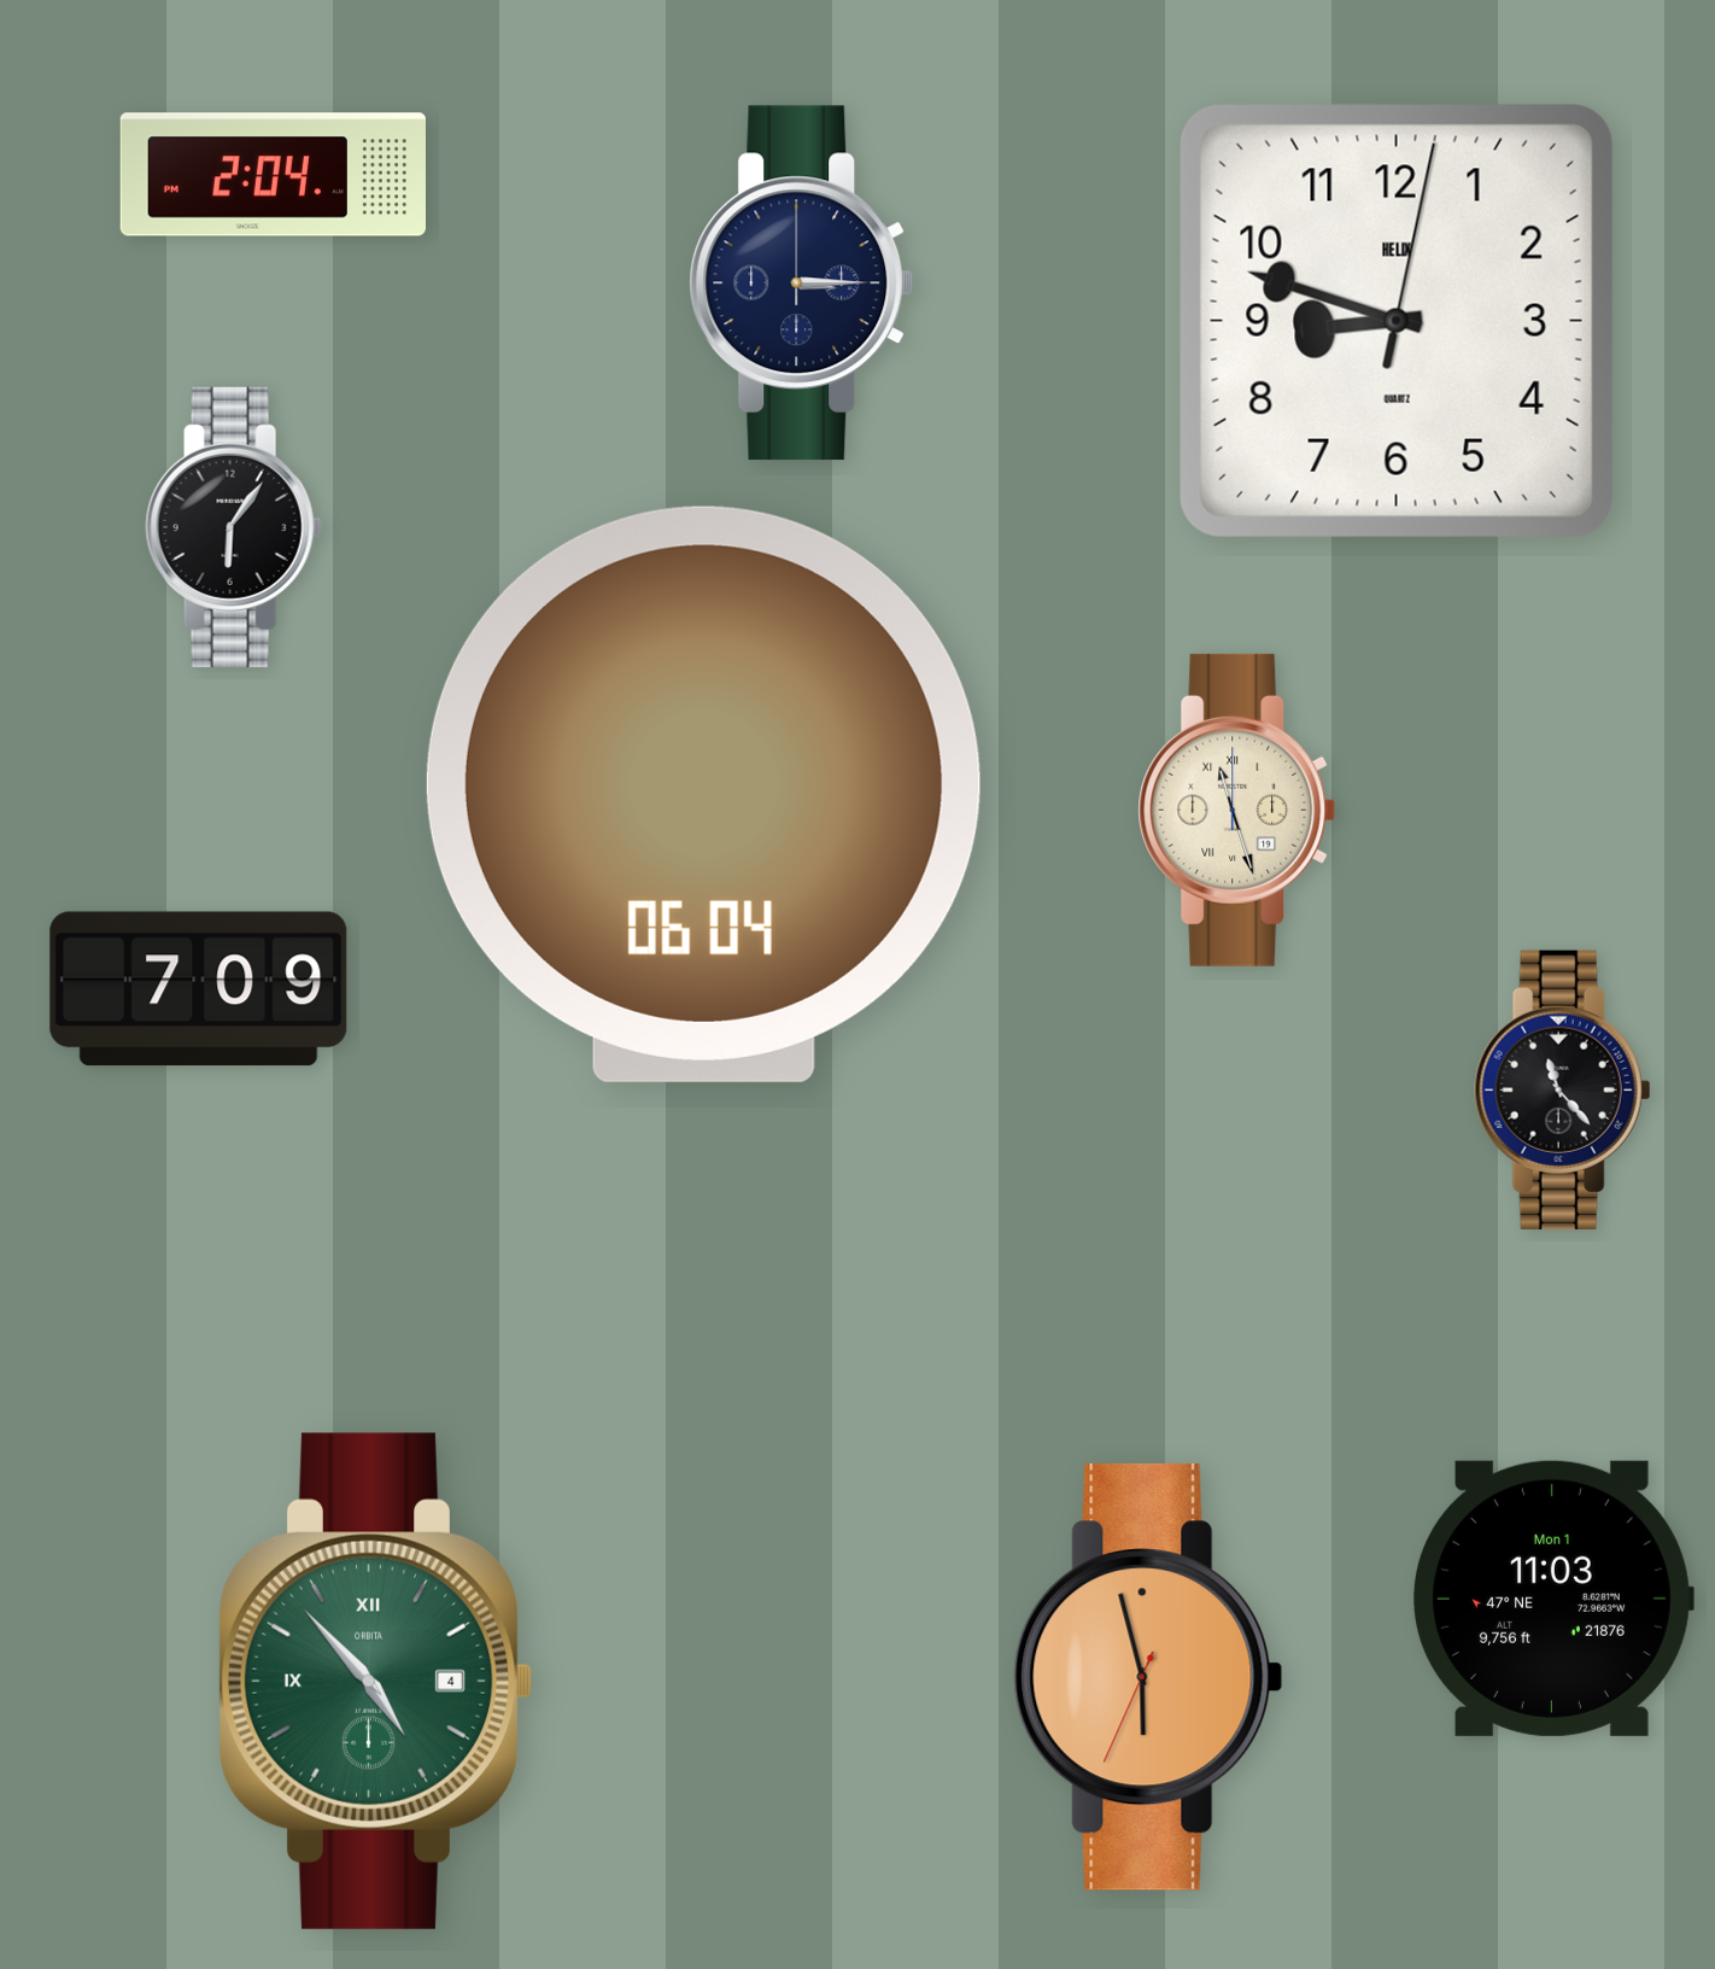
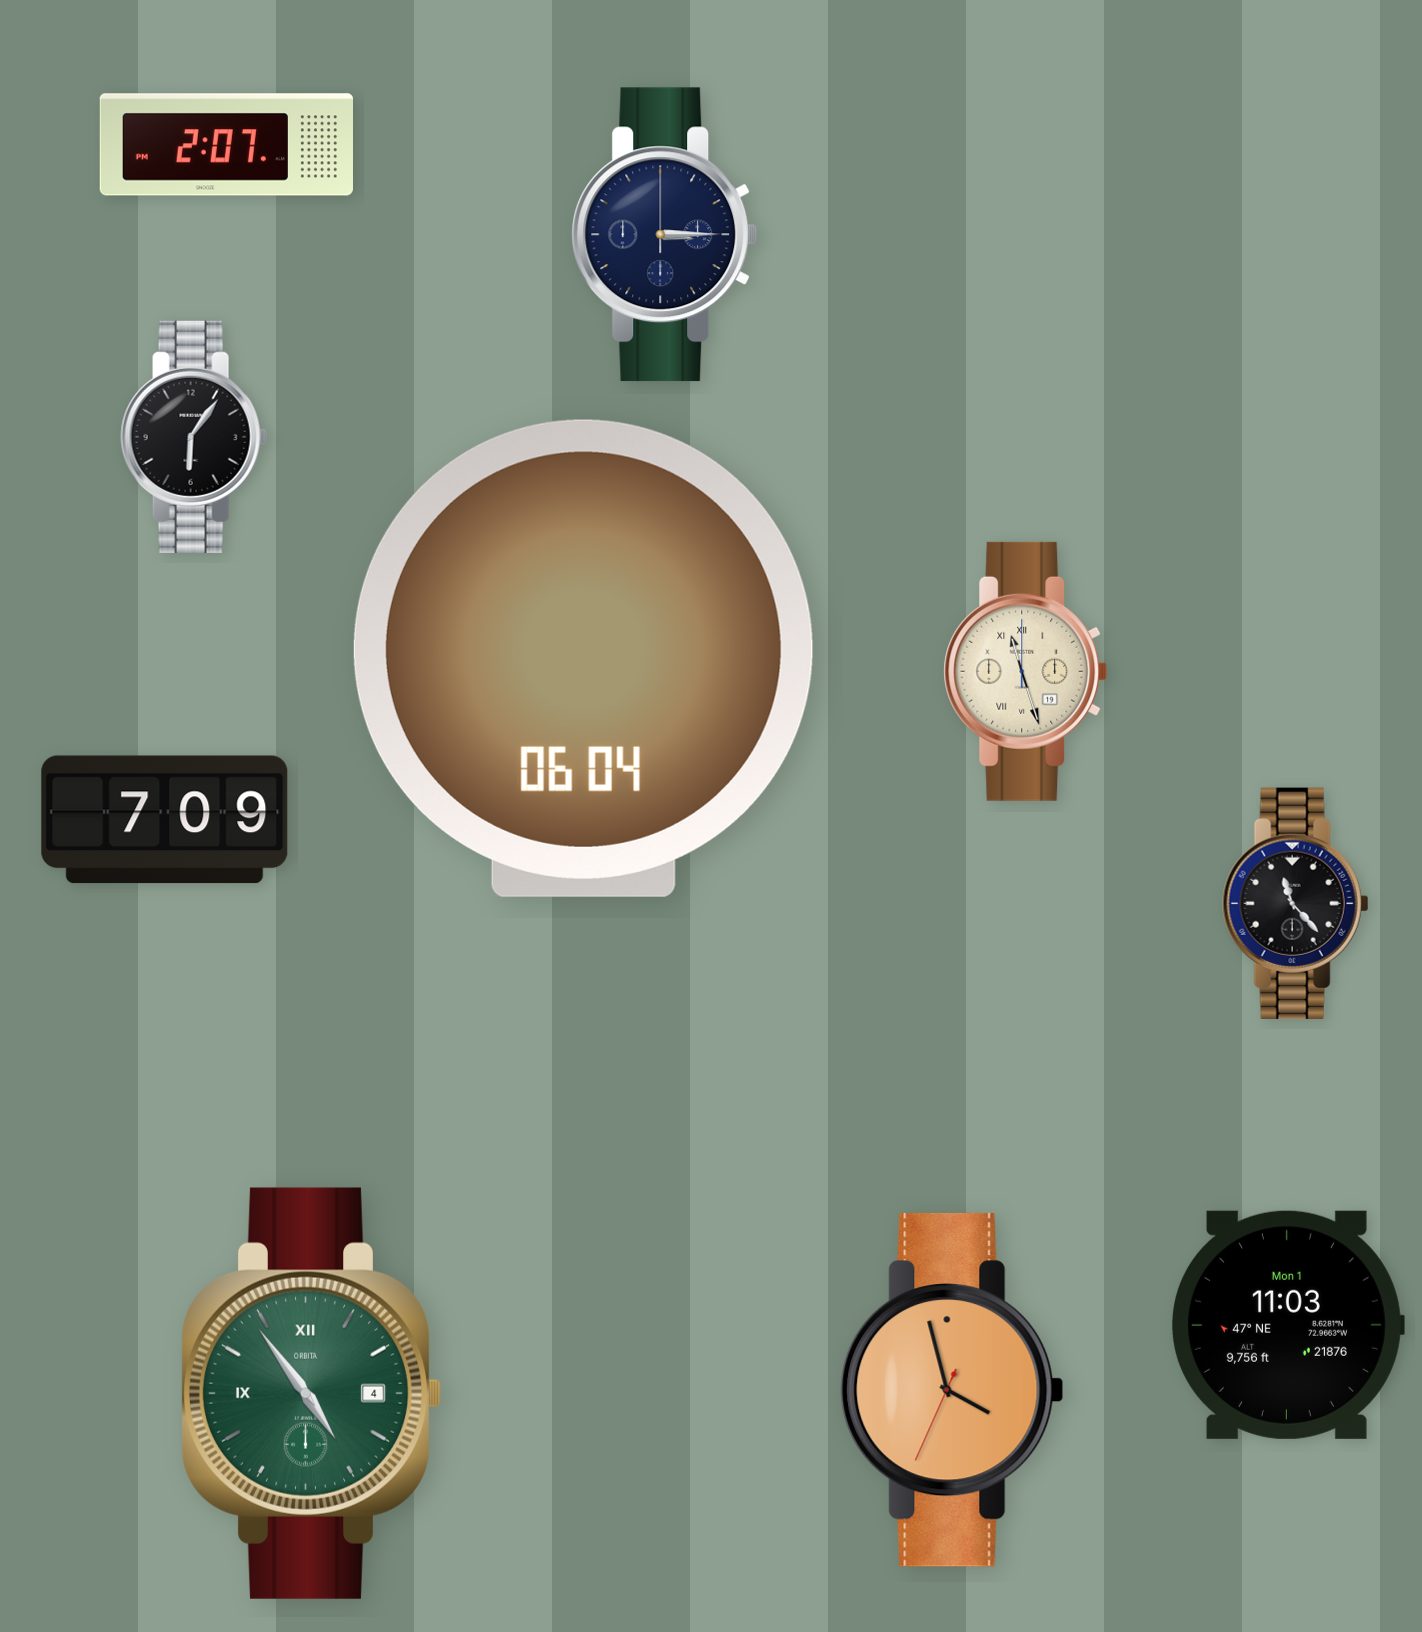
clock at (273, 175): 2:04 -> 2:07
clock at (1397, 321): 8:48 -> none
clock at (1148, 1677): 5:57 -> 3:57
clock at (375, 1681): 4:53 -> 4:54
